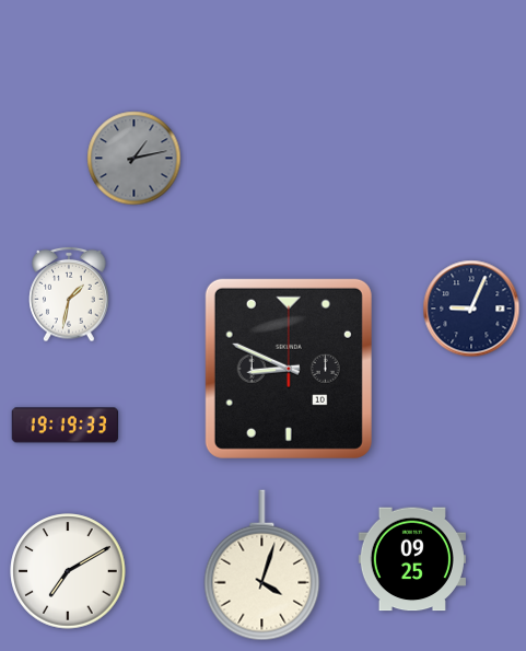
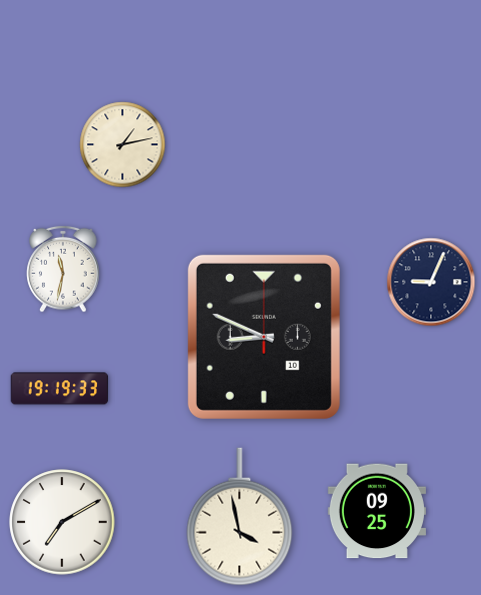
clock at (135, 159) dial: grey -> cream
clock at (69, 294): 1:32 -> 11:32
clock at (262, 566): 4:03 -> 3:58
